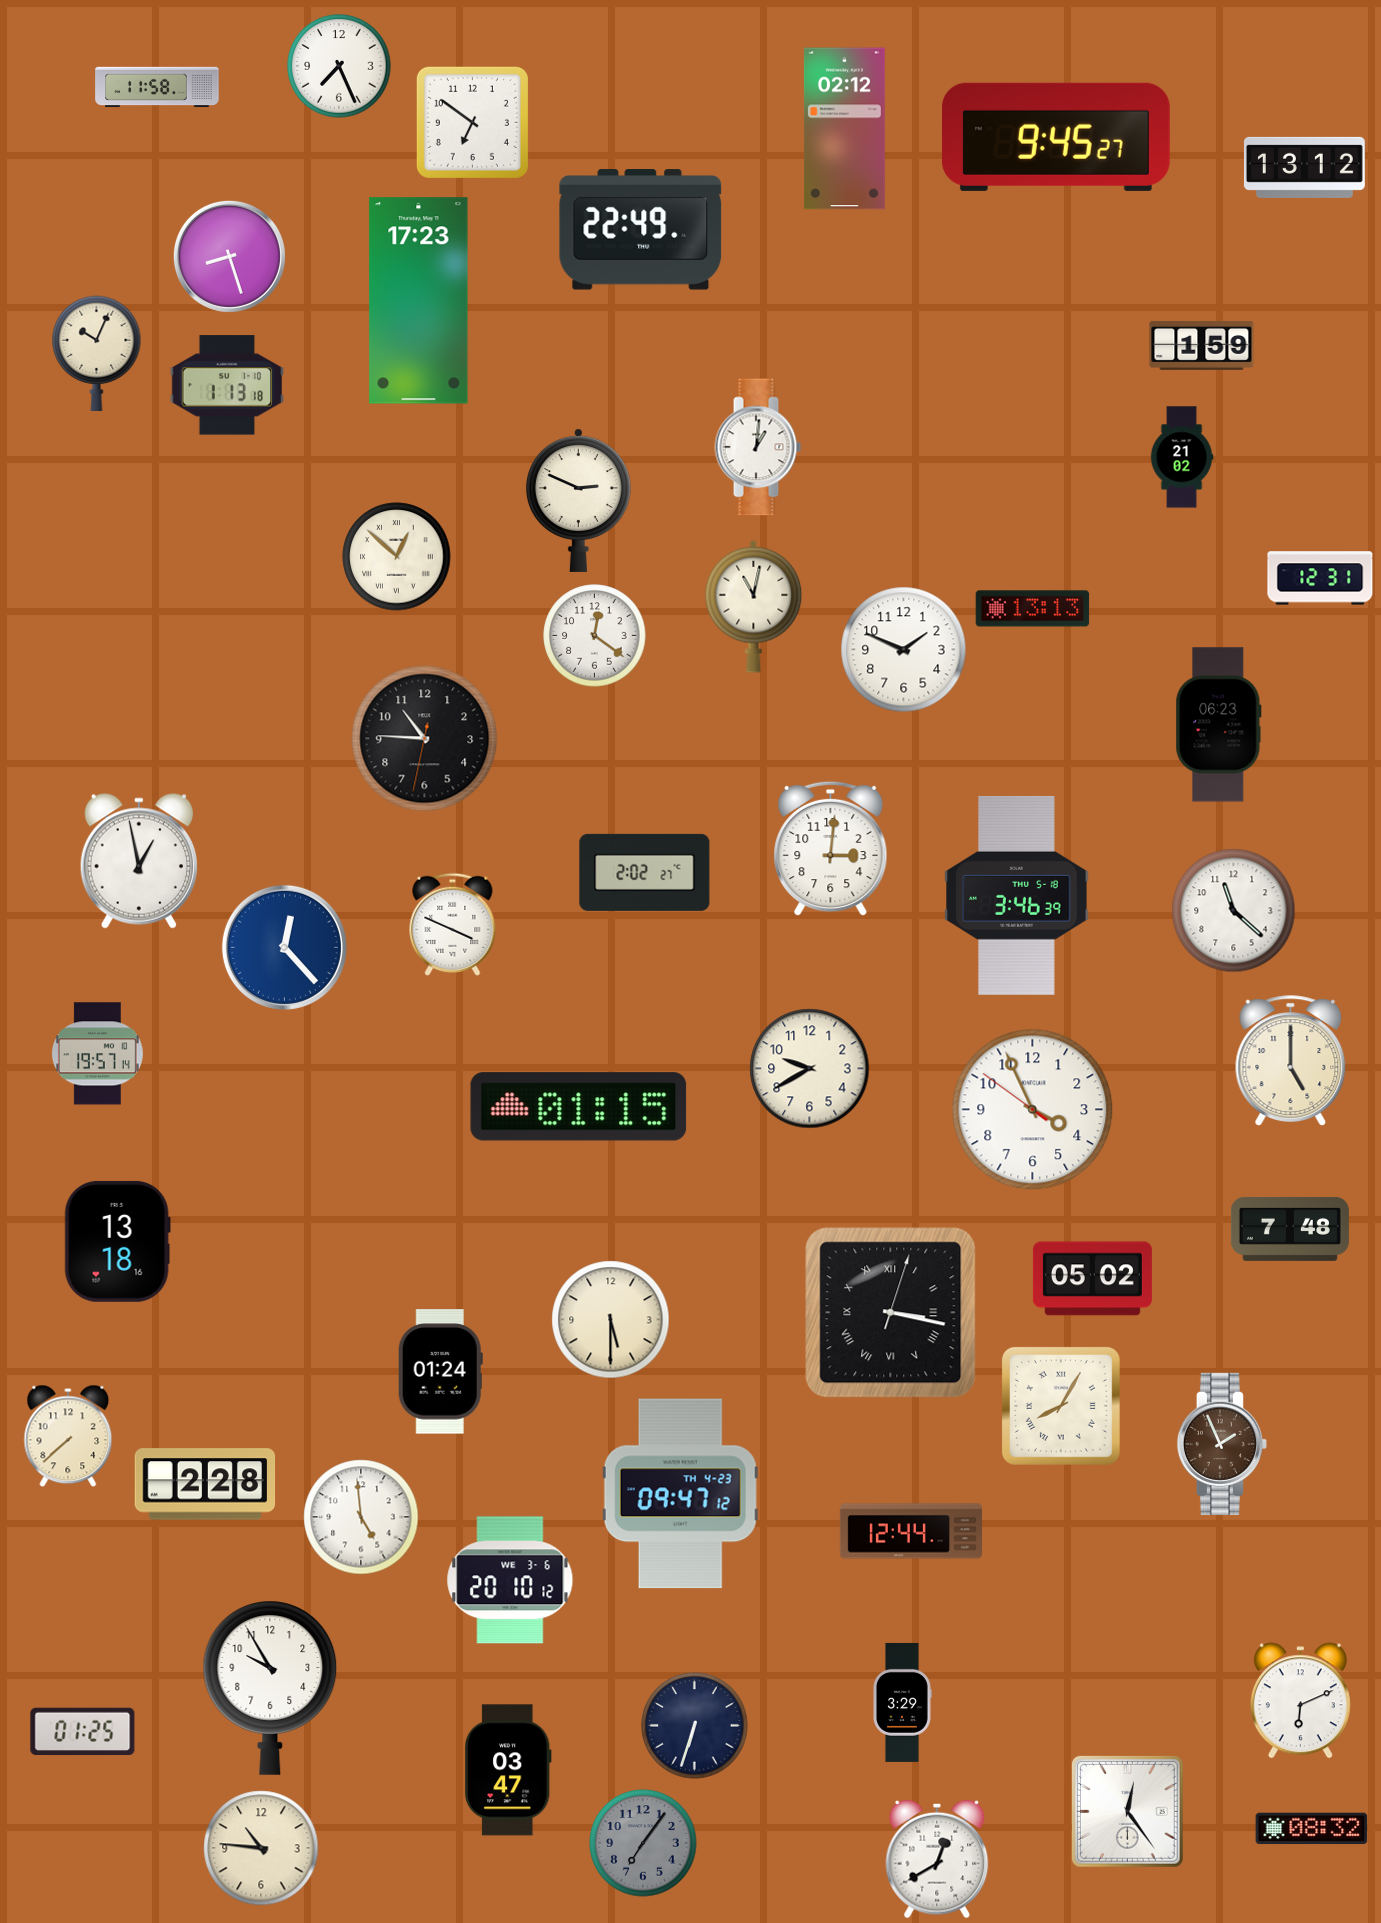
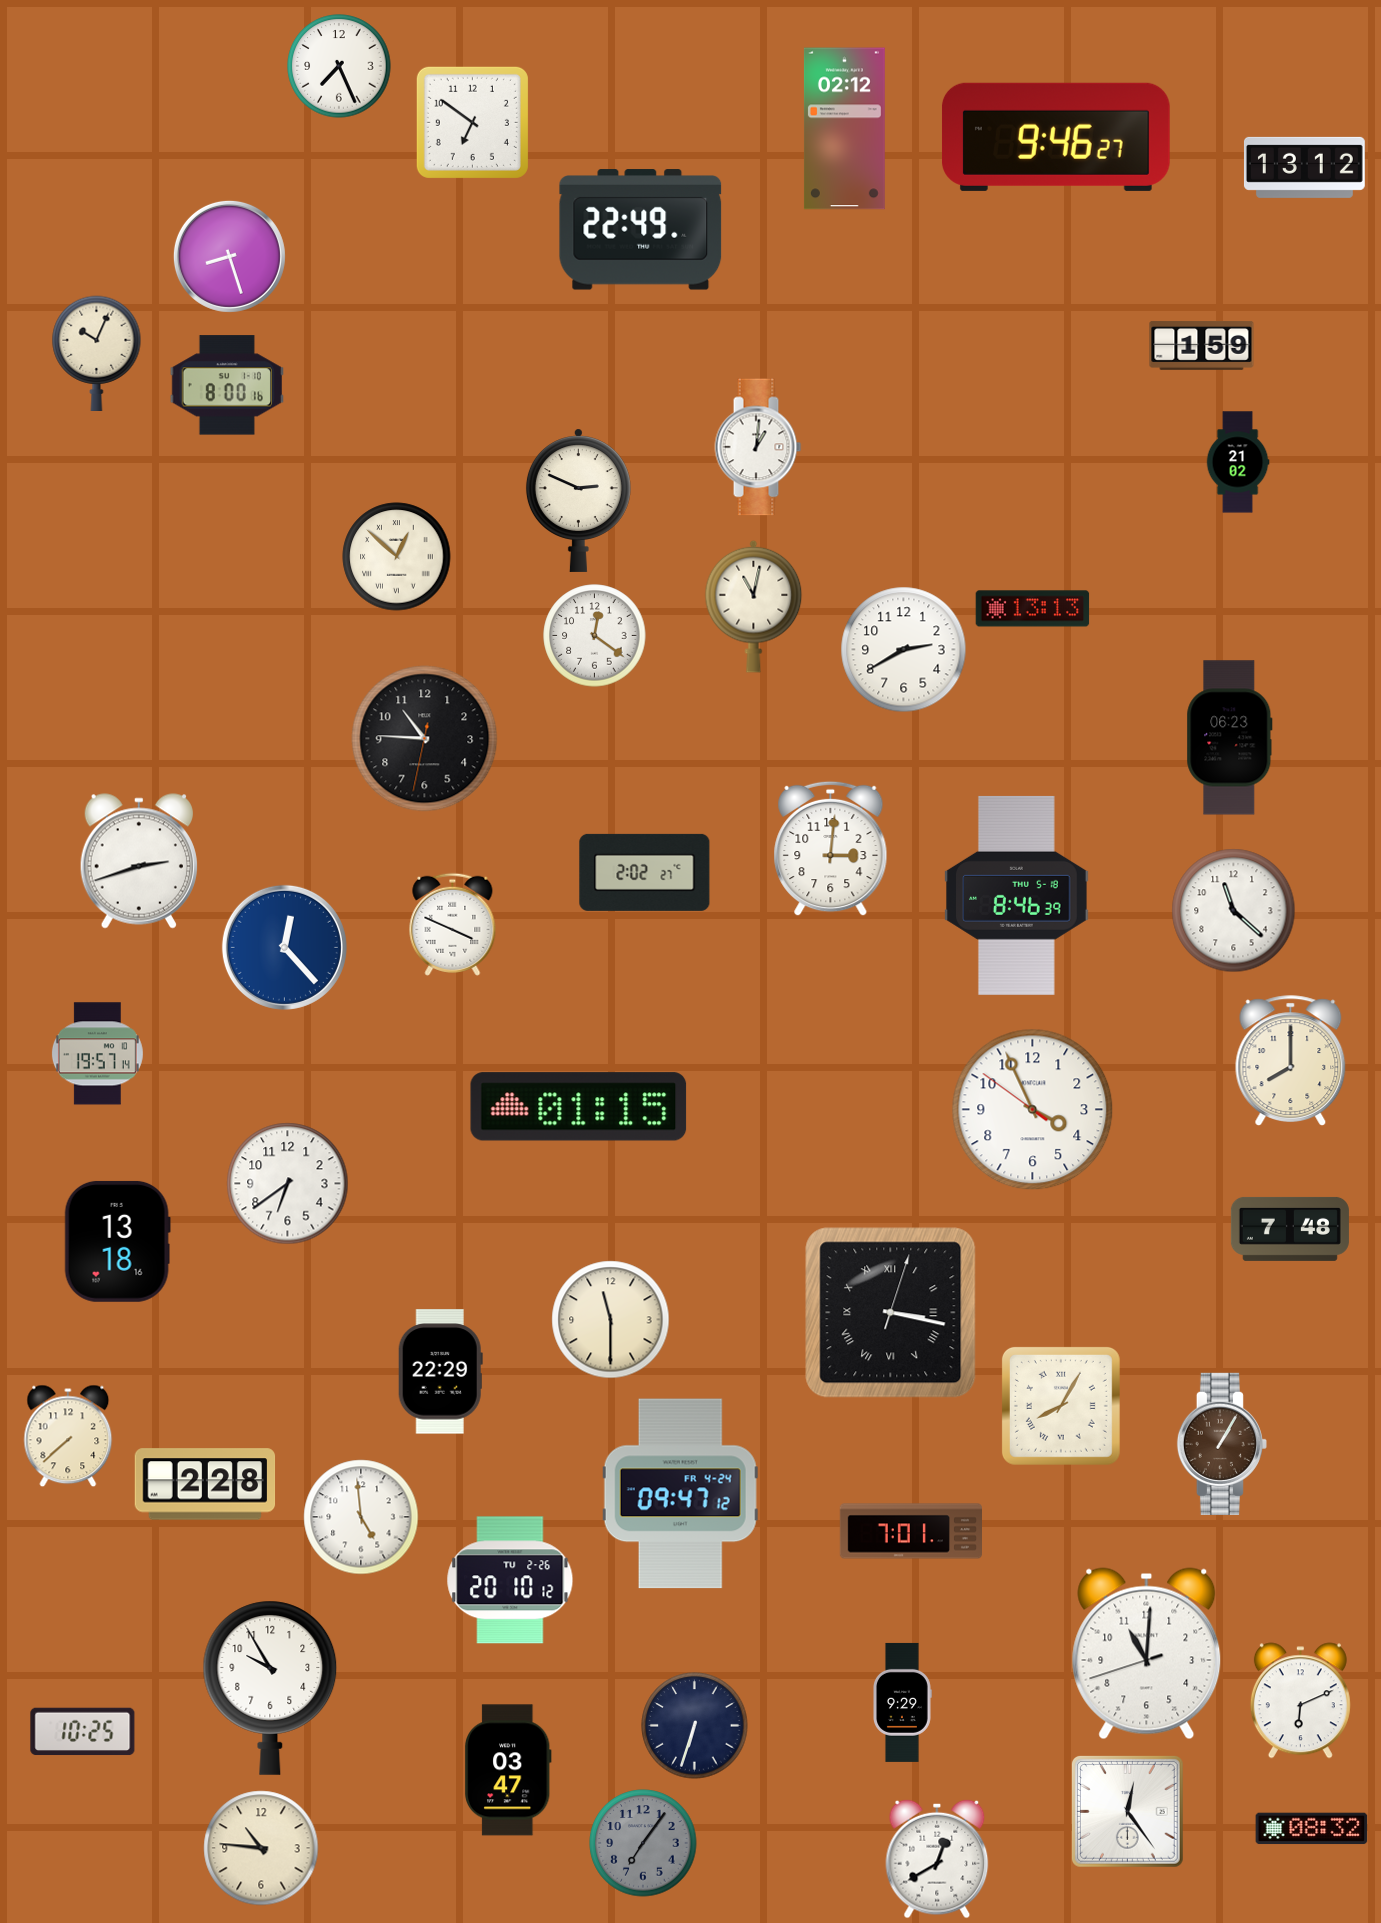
clock at (157, 87): 11:58 -> none
clock at (1056, 137): 9:45 -> 9:46
clock at (419, 301): 17:23 -> none
clock at (226, 385): 1:13 -> 8:00
clock at (1182, 457) position: (1182, 457) -> (1238, 462)
clock at (1320, 578): 12:31 -> none
clock at (904, 650): 1:49 -> 2:40
clock at (1219, 725) position: (1219, 725) -> (1230, 738)
clock at (139, 861): 12:58 -> 2:42
clock at (1017, 895): 3:46 -> 8:46
clock at (1291, 1061): 5:00 -> 8:00
clock at (810, 1069): 9:40 -> none
clock at (288, 1184): none -> 6:39
clock at (1092, 1279): 05:02 -> none
clock at (611, 1320): 5:30 -> 11:30
clock at (440, 1372): 01:24 -> 22:29
clock at (1222, 1444): 1:56 -> 1:05
clock at (680, 1494) date: TH 4-23 -> FR 4-24
clock at (910, 1531): 12:44 -> 7:01
clock at (510, 1580) date: WE 3-6 -> TU 2-26
clock at (1147, 1654): none -> 11:00
clock at (903, 1702): 3:29 -> 9:29
clock at (83, 1732): 01:25 -> 10:25
